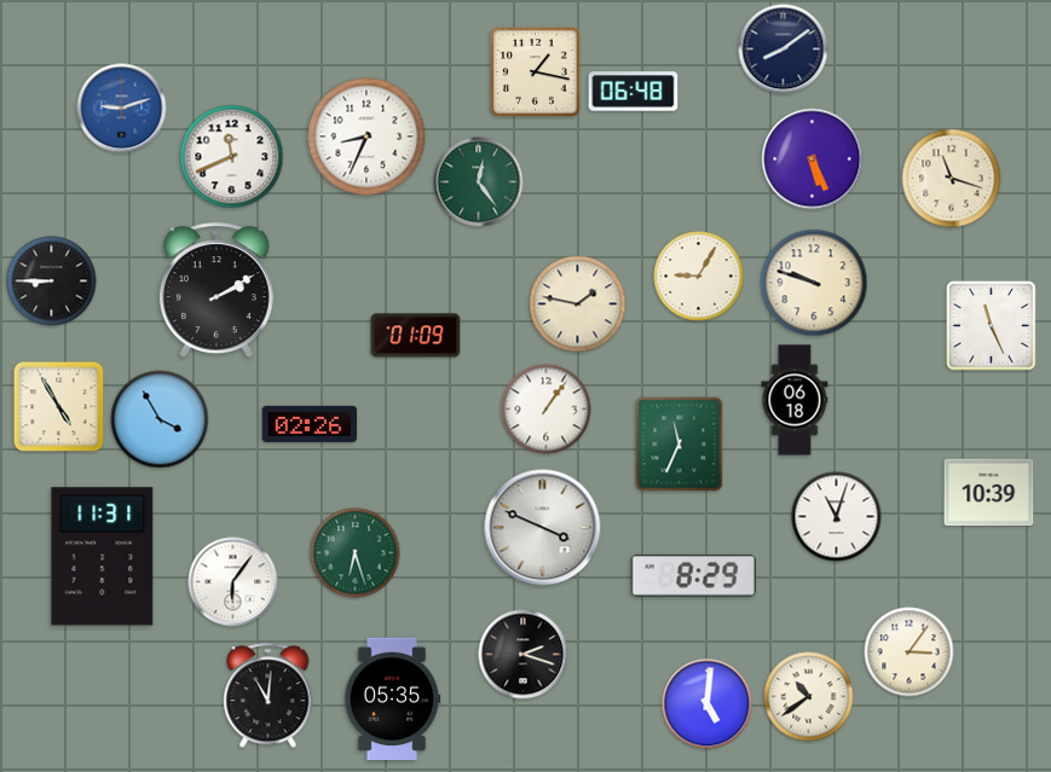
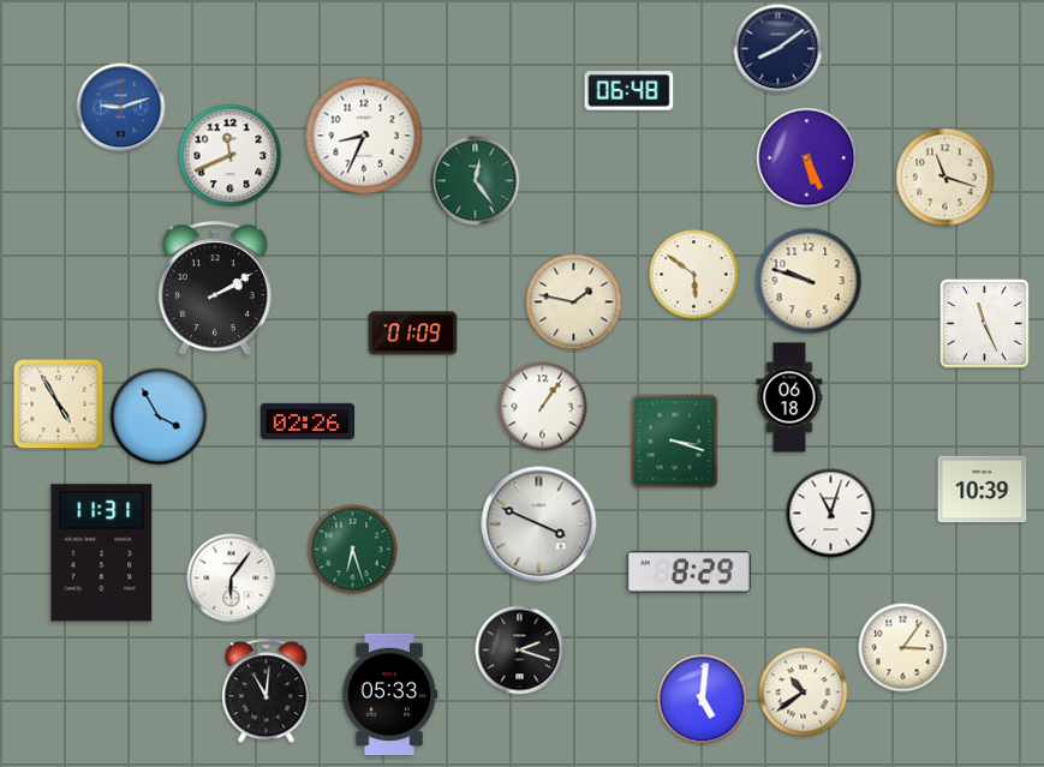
clock at (536, 72): 1:17 -> none
clock at (699, 277): 9:05 -> 5:51
clock at (52, 281): 8:45 -> none
clock at (680, 445): 11:34 -> 3:18
clock at (392, 700): 05:35 -> 05:33
